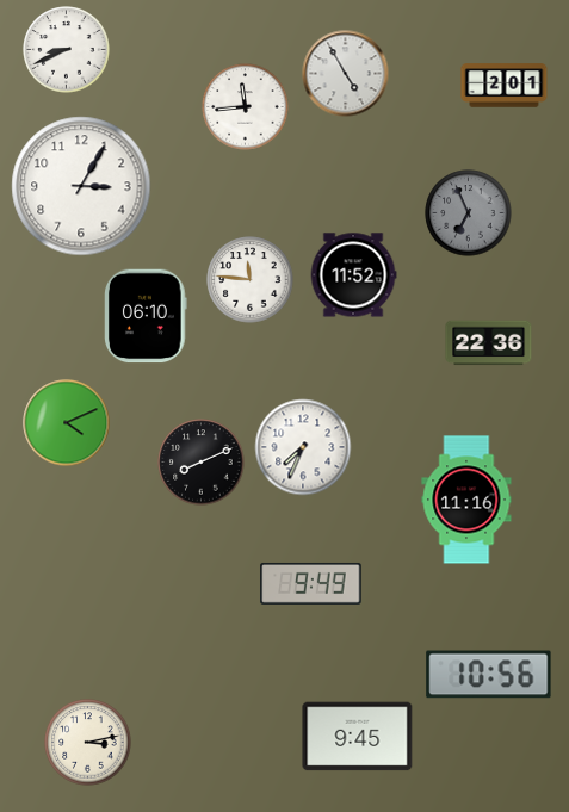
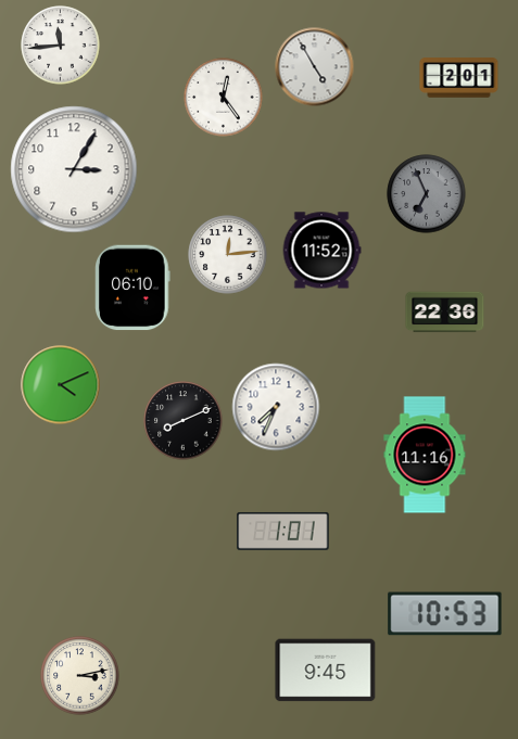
clock at (67, 50): 8:41 -> 11:44
clock at (246, 107): 11:44 -> 12:24
clock at (251, 280): 11:46 -> 12:14
clock at (311, 584): 9:49 -> 1:01
clock at (489, 675): 10:56 -> 10:53
